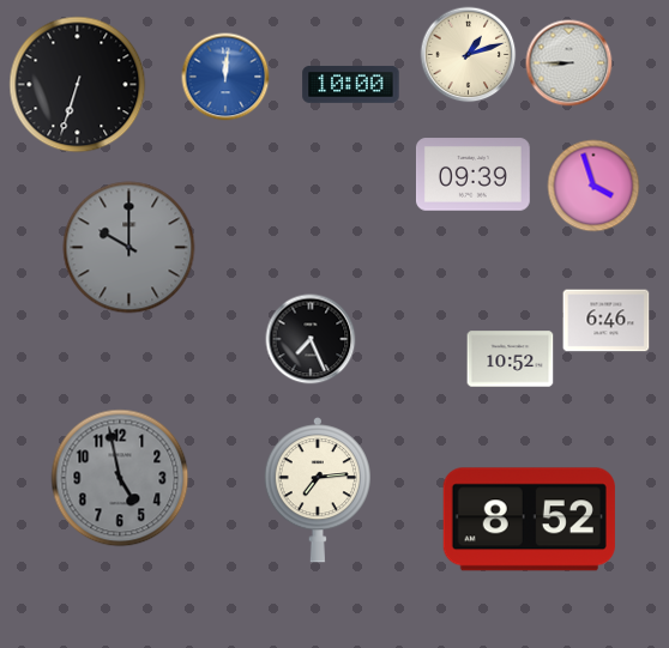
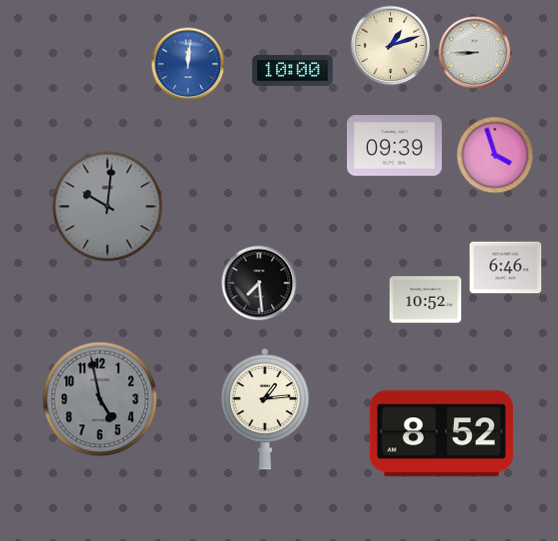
clock at (78, 85): 6:33 -> none
clock at (129, 248): 10:00 -> 10:01
clock at (311, 339): 7:26 -> 7:29
clock at (318, 490): 7:14 -> 1:14
